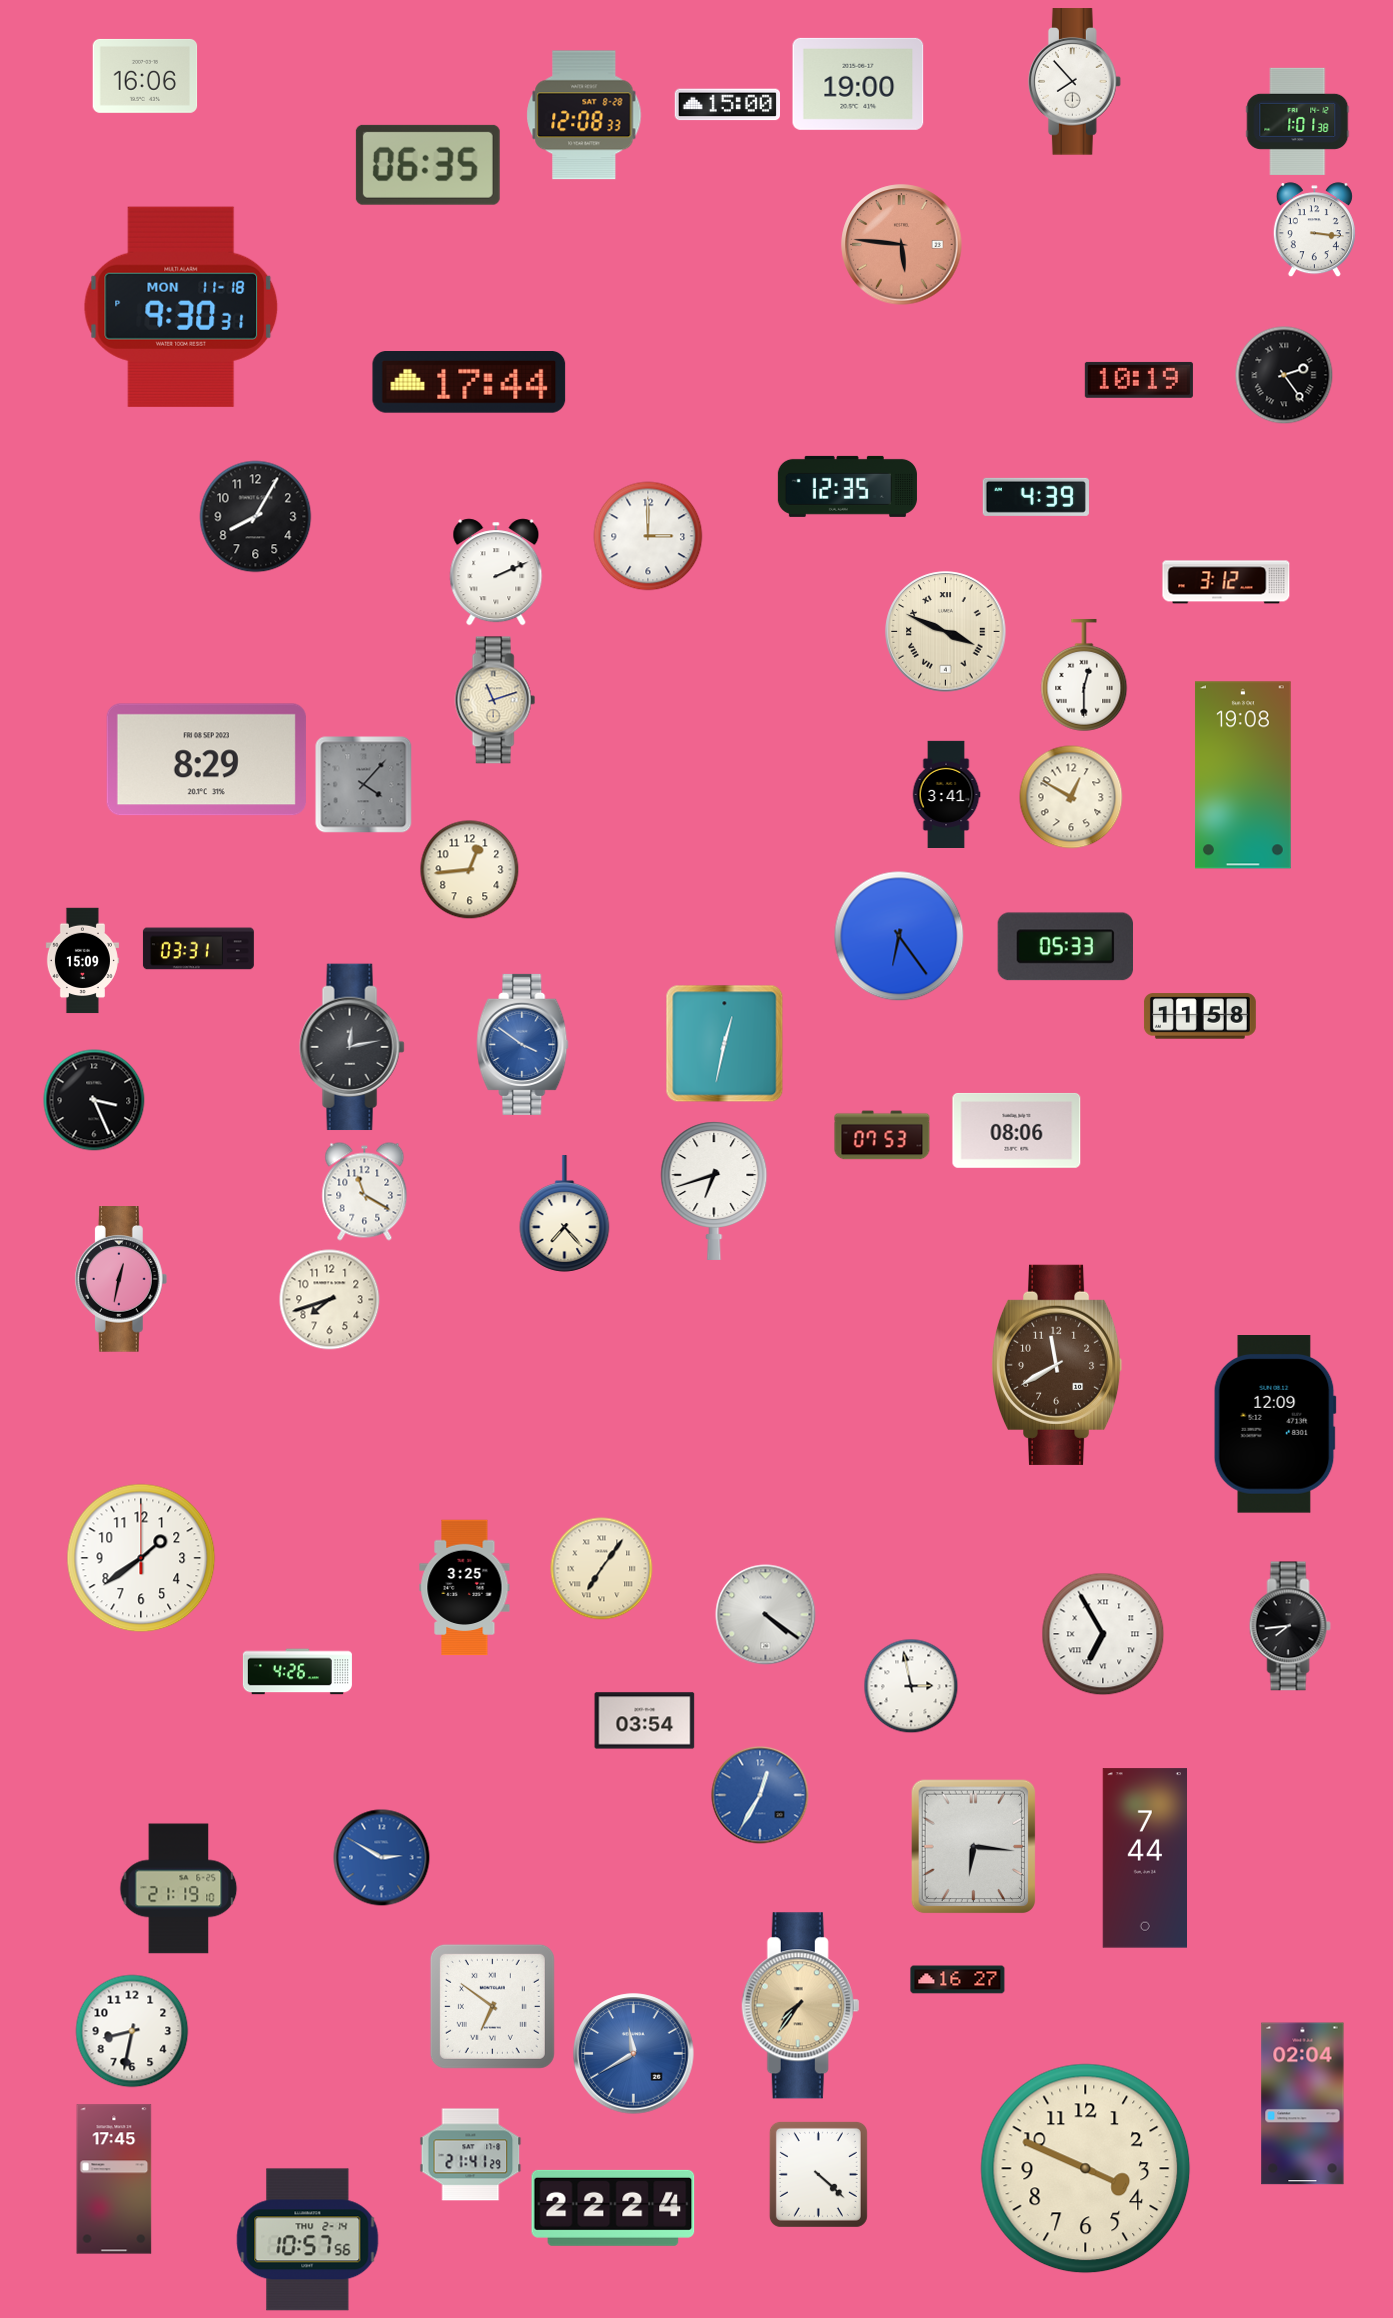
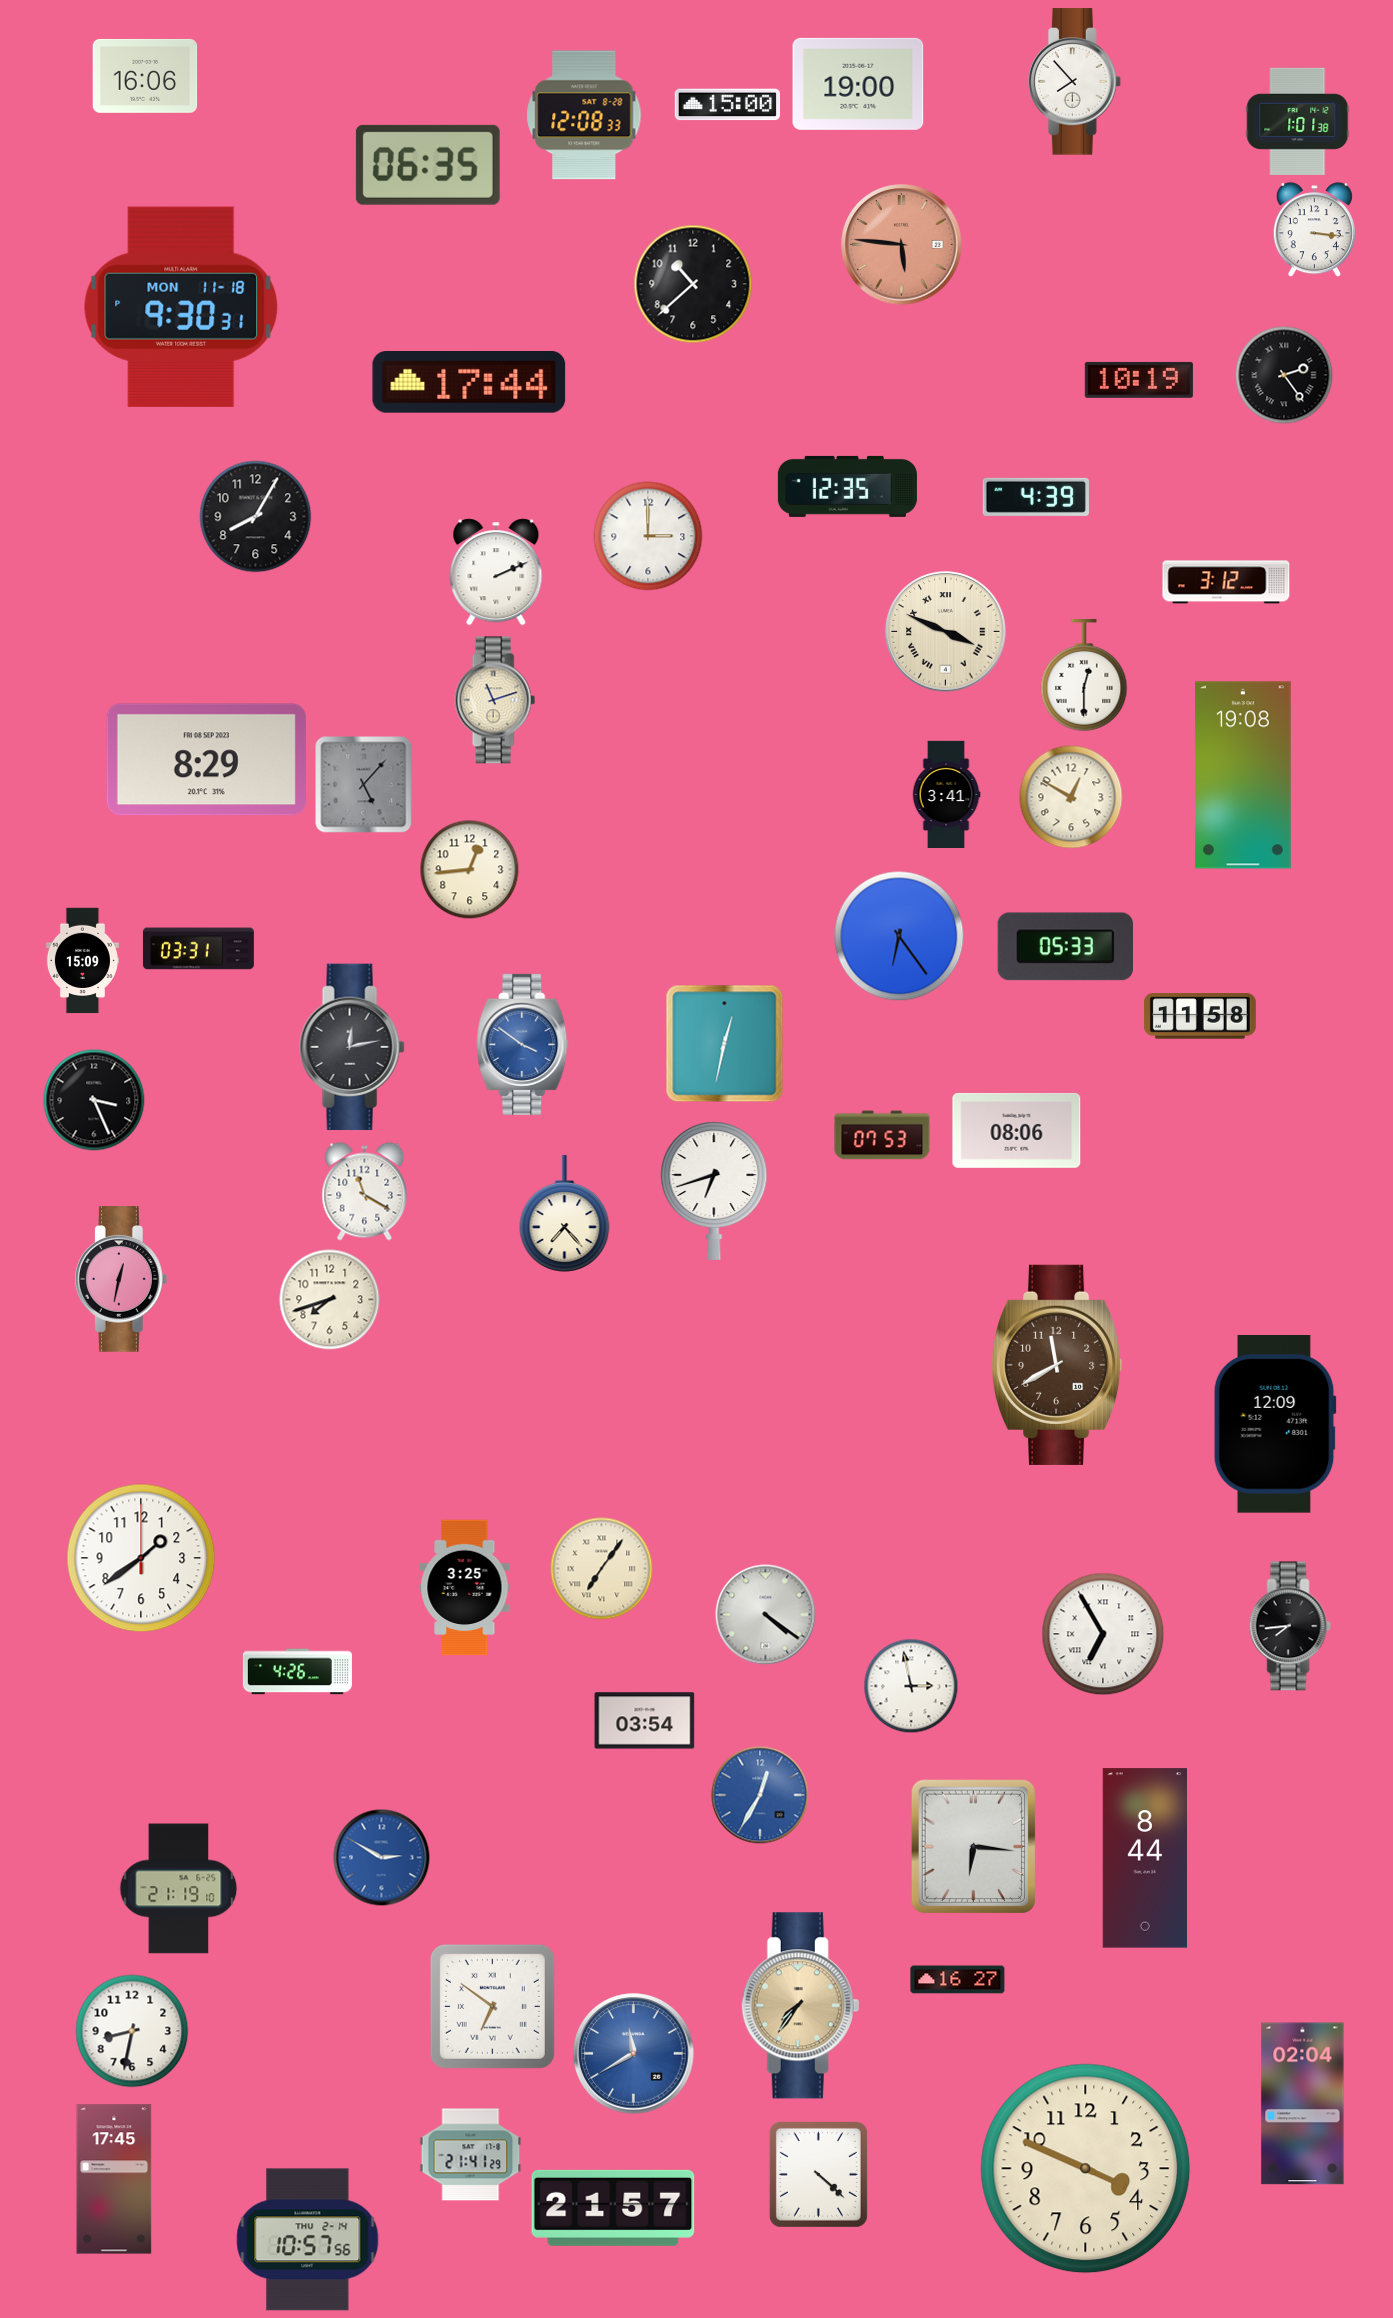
clock at (693, 284): none -> 10:38
clock at (364, 785): 4:07 -> 5:07
clock at (1144, 1858): 7:44 -> 8:44
clock at (613, 2208): 22:24 -> 21:57
